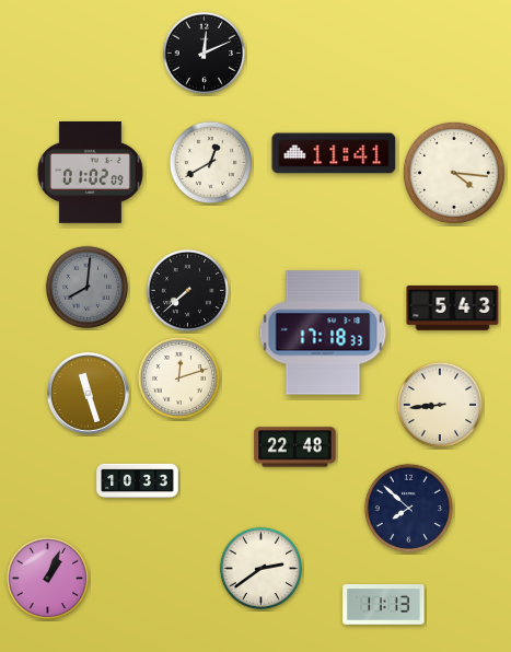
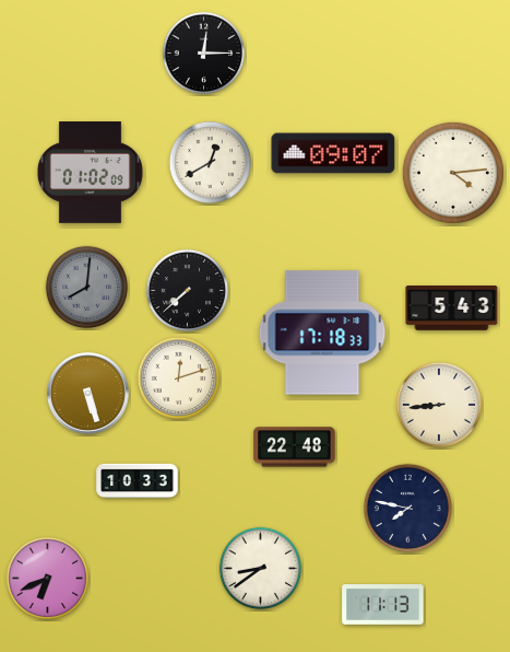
clock at (204, 53): 12:11 -> 12:15
clock at (334, 153): 11:41 -> 09:07
clock at (454, 173): 4:16 -> 4:14
clock at (89, 394): 11:27 -> 5:27
clock at (408, 508): 7:52 -> 7:47
clock at (260, 568): 2:39 -> 8:39
clock at (47, 578): 1:04 -> 6:41
